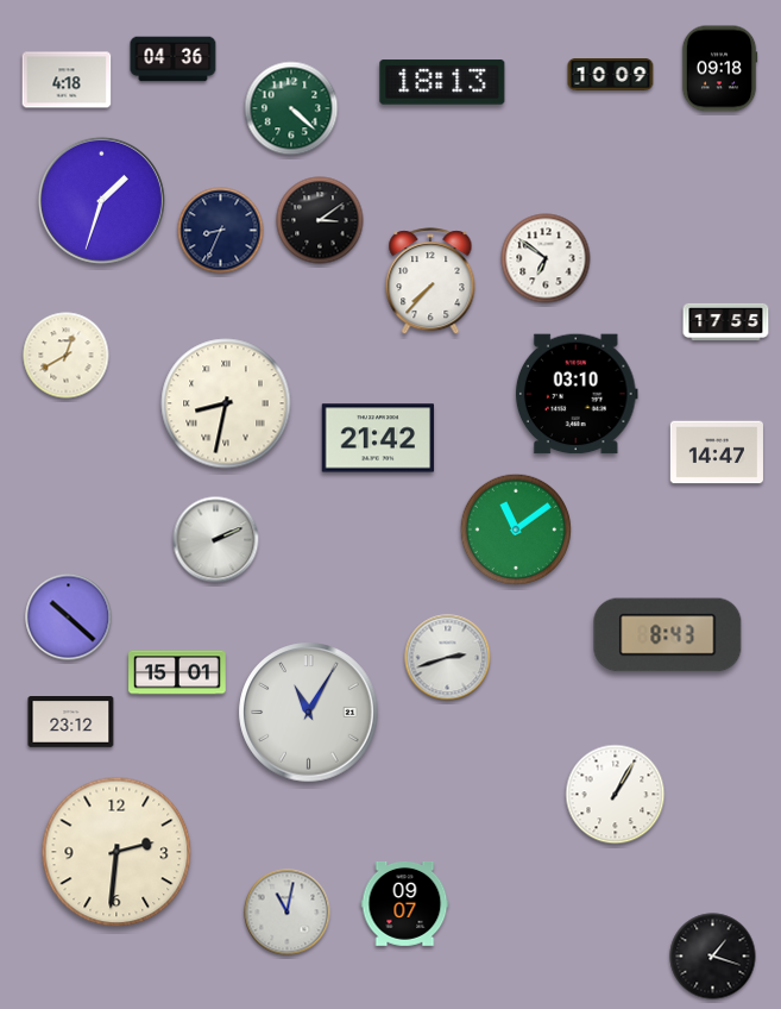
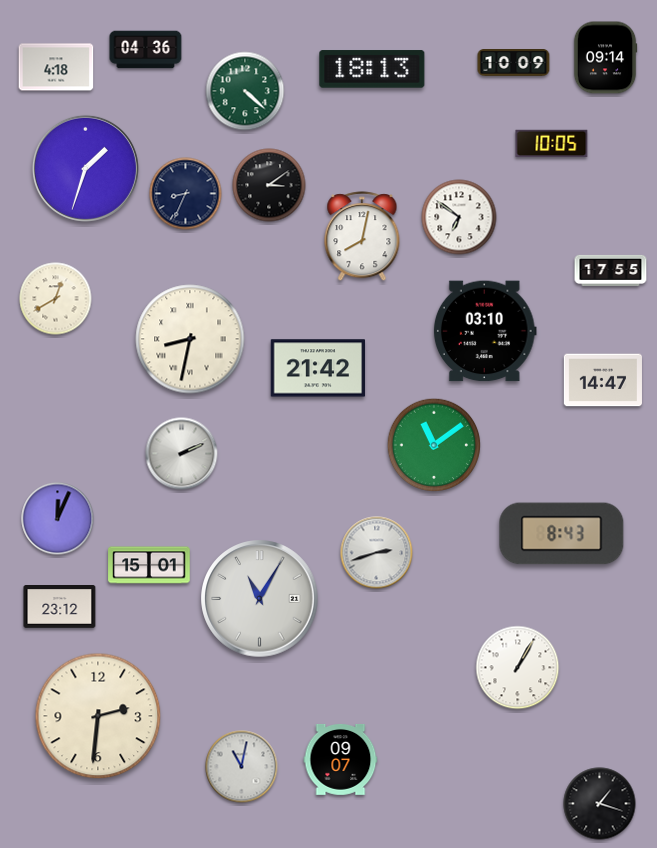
clock at (719, 69): 09:18 -> 09:14
clock at (552, 144): none -> 10:05
clock at (430, 282): 7:37 -> 8:02
clock at (69, 618): 10:22 -> 12:04
